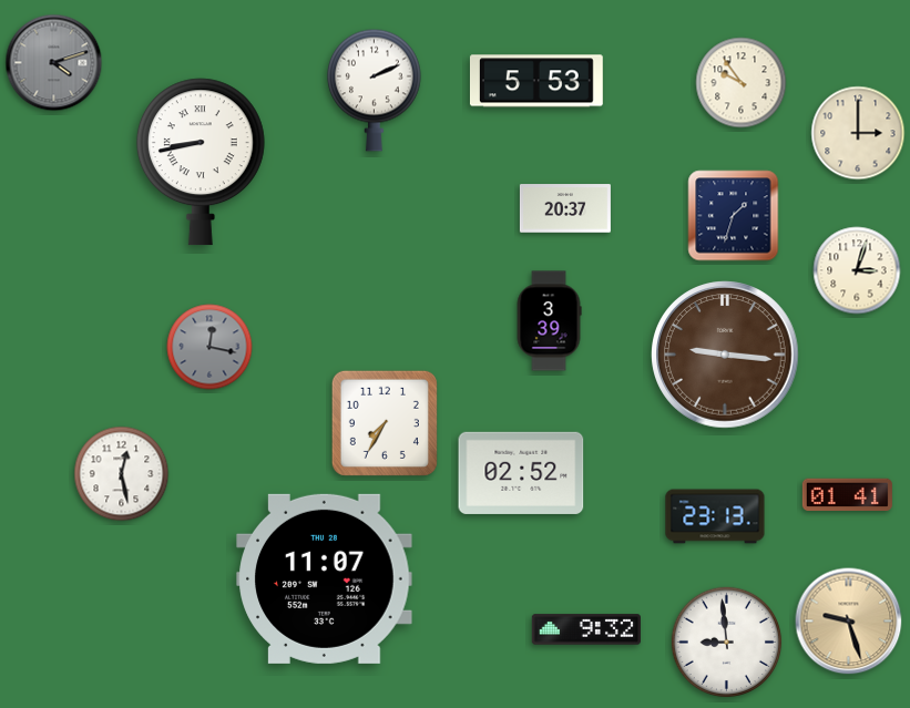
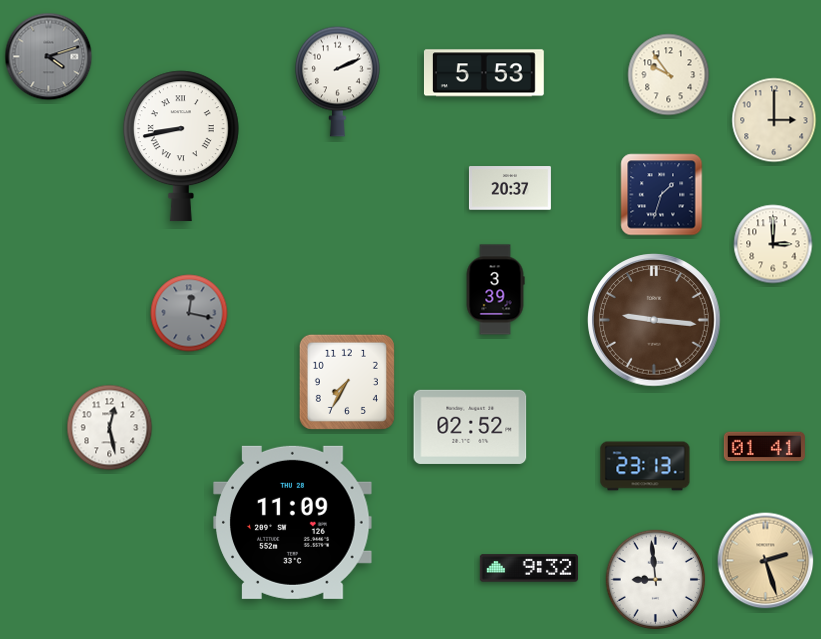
clock at (857, 270): 3:03 -> 3:00
clock at (325, 578): 11:07 -> 11:09
clock at (849, 622): 9:27 -> 2:27
